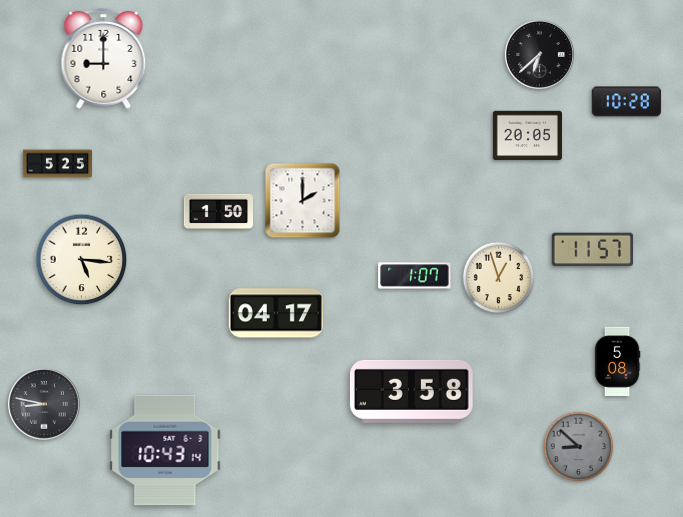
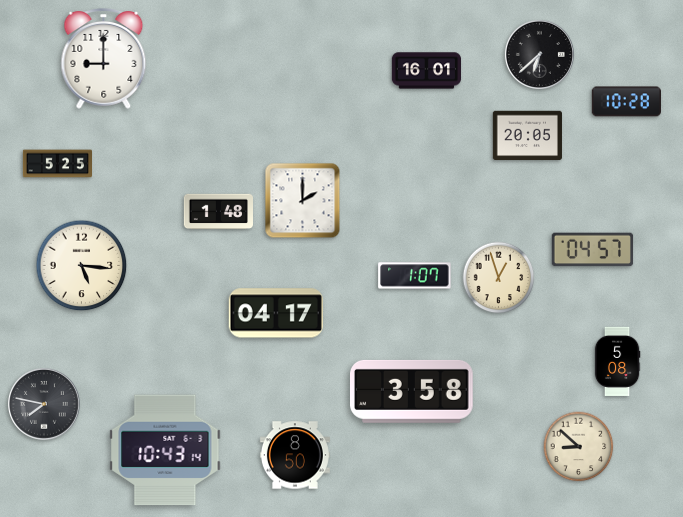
clock at (426, 71): none -> 16:01
clock at (218, 212): 1:50 -> 1:48
clock at (593, 250): 11:57 -> 04:57
clock at (82, 260) position: (82, 260) -> (82, 266)
clock at (45, 405): 8:47 -> 7:47
clock at (579, 447) dial: grey -> cream
clock at (295, 455): none -> 8:50
